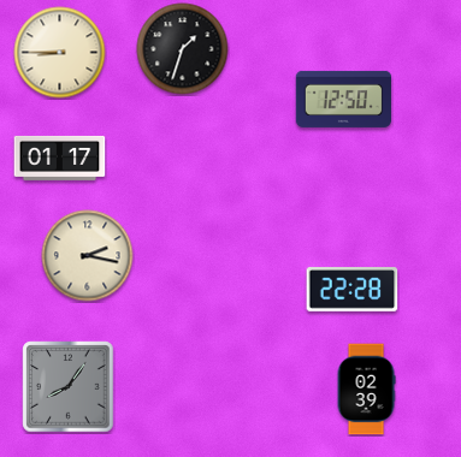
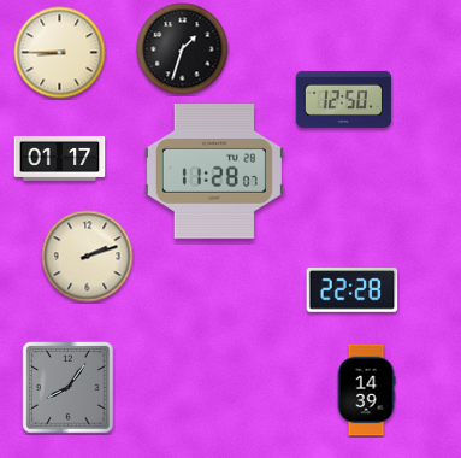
clock at (214, 172): none -> 11:28
clock at (88, 256): 2:17 -> 2:12
clock at (366, 390): 02:39 -> 14:39
